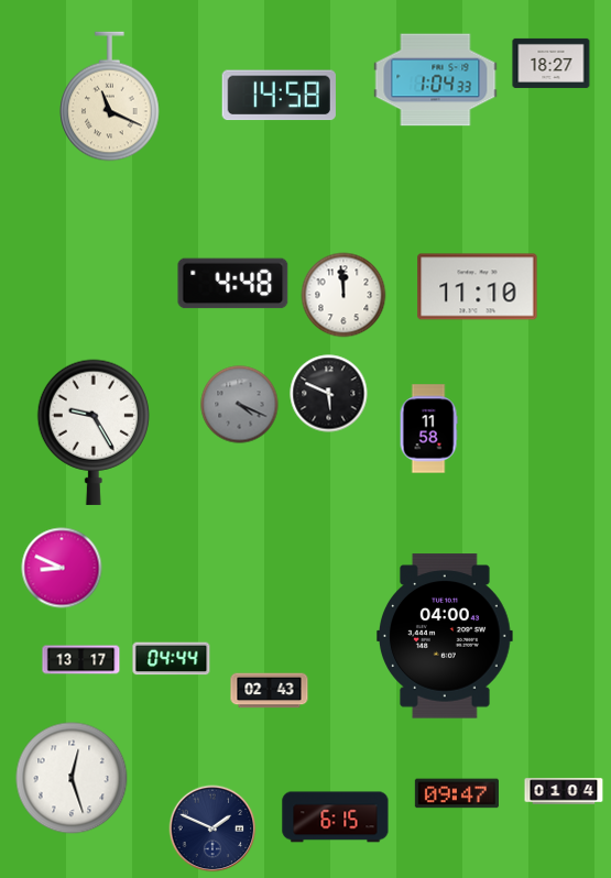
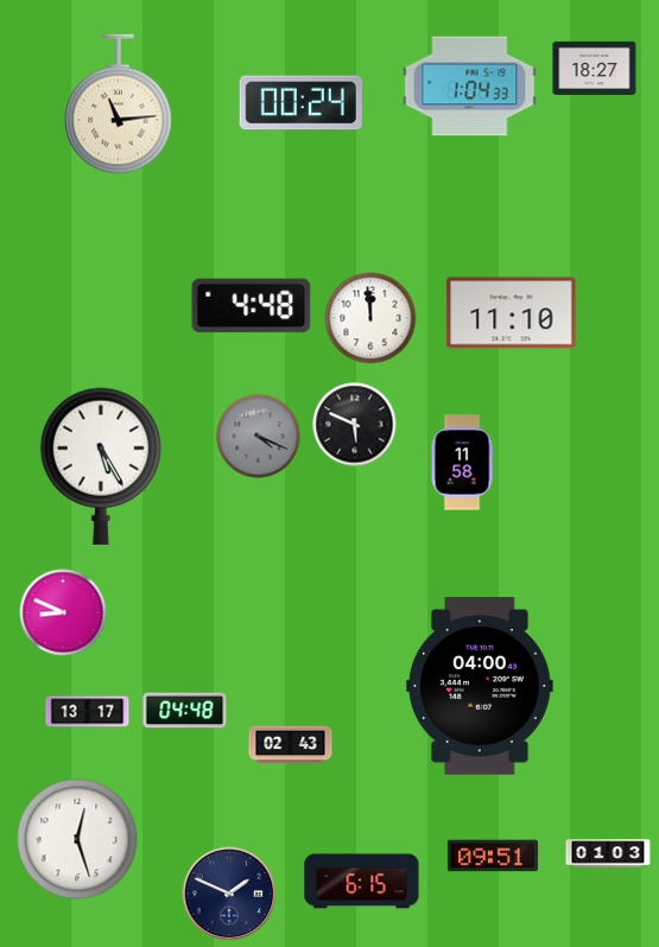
clock at (279, 96): 14:58 -> 00:24
clock at (110, 97): 11:19 -> 11:14
clock at (478, 287) position: (478, 287) -> (512, 313)
clock at (94, 432): 9:25 -> 5:25
clock at (62, 568) position: (62, 568) -> (63, 612)
clock at (172, 659): 04:44 -> 04:48
clock at (564, 791): 01:04 -> 01:03
clock at (457, 793): 09:47 -> 09:51
